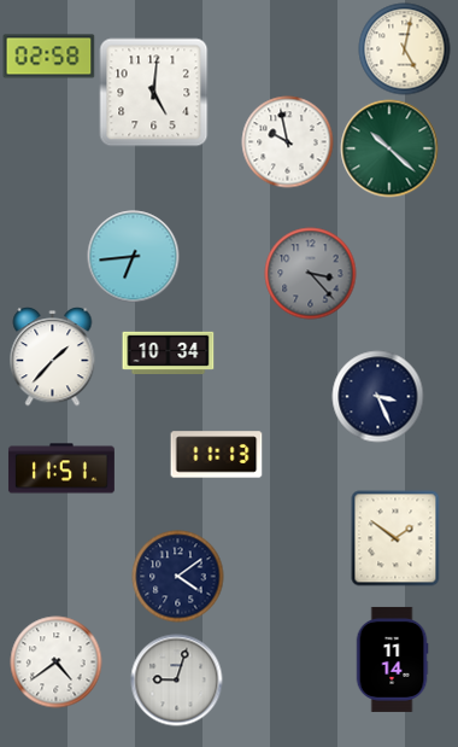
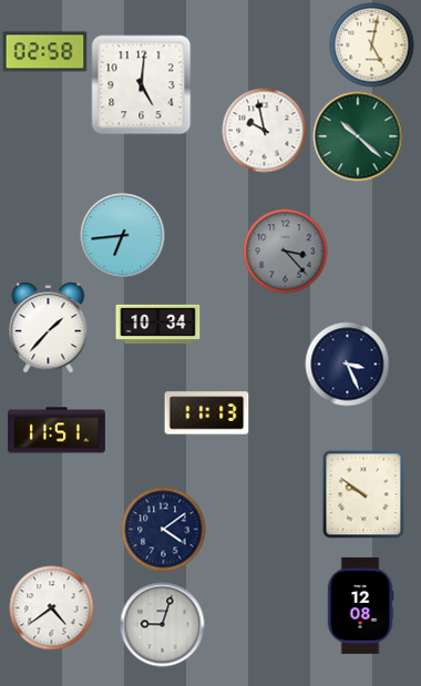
clock at (169, 352) position: (169, 352) -> (158, 324)
clock at (217, 455) position: (217, 455) -> (207, 413)
clock at (395, 538): 1:51 -> 9:51
clock at (392, 659): 11:14 -> 12:08
